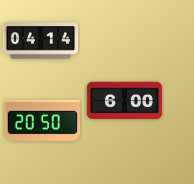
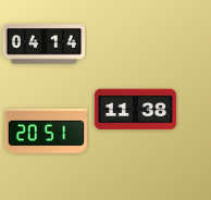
clock at (125, 101): 6:00 -> 11:38
clock at (43, 120): 20:50 -> 20:51
